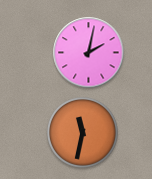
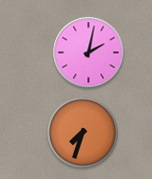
clock at (83, 133): 11:32 -> 7:33
